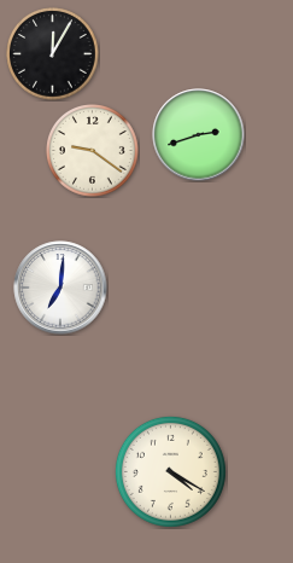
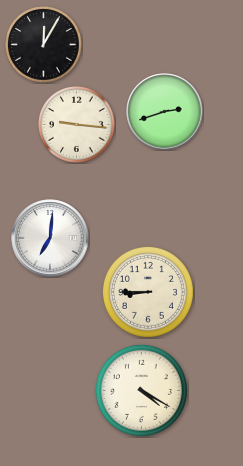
clock at (93, 151): 9:21 -> 9:16
clock at (148, 292): none -> 8:45
